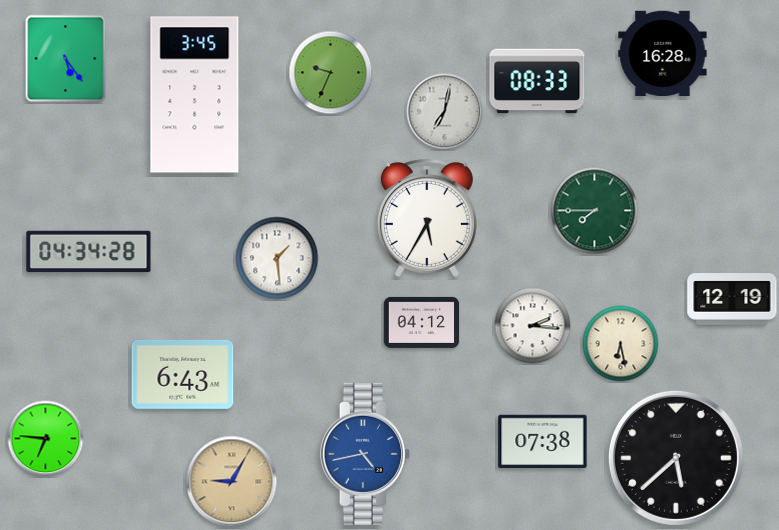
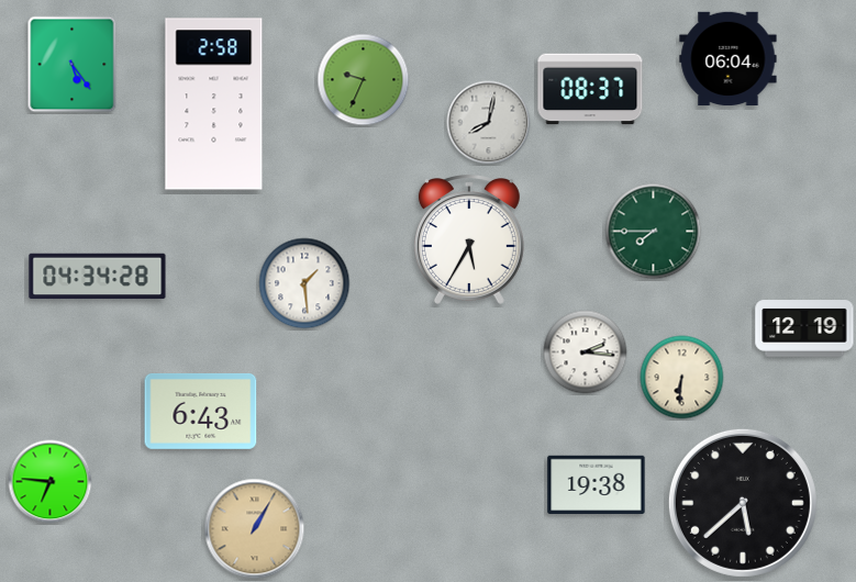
clock at (663, 53): 16:28 -> 06:04
clock at (537, 81): 08:33 -> 08:37
clock at (195, 95): 3:45 -> 2:58
clock at (445, 112): 7:02 -> 8:02
clock at (422, 322): 04:12 -> none
clock at (533, 326) position: (533, 326) -> (586, 352)
clock at (621, 344): 6:28 -> 6:31
clock at (543, 442): 07:38 -> 19:38
clock at (365, 454): 4:43 -> none
clock at (232, 482): 9:05 -> 1:05
